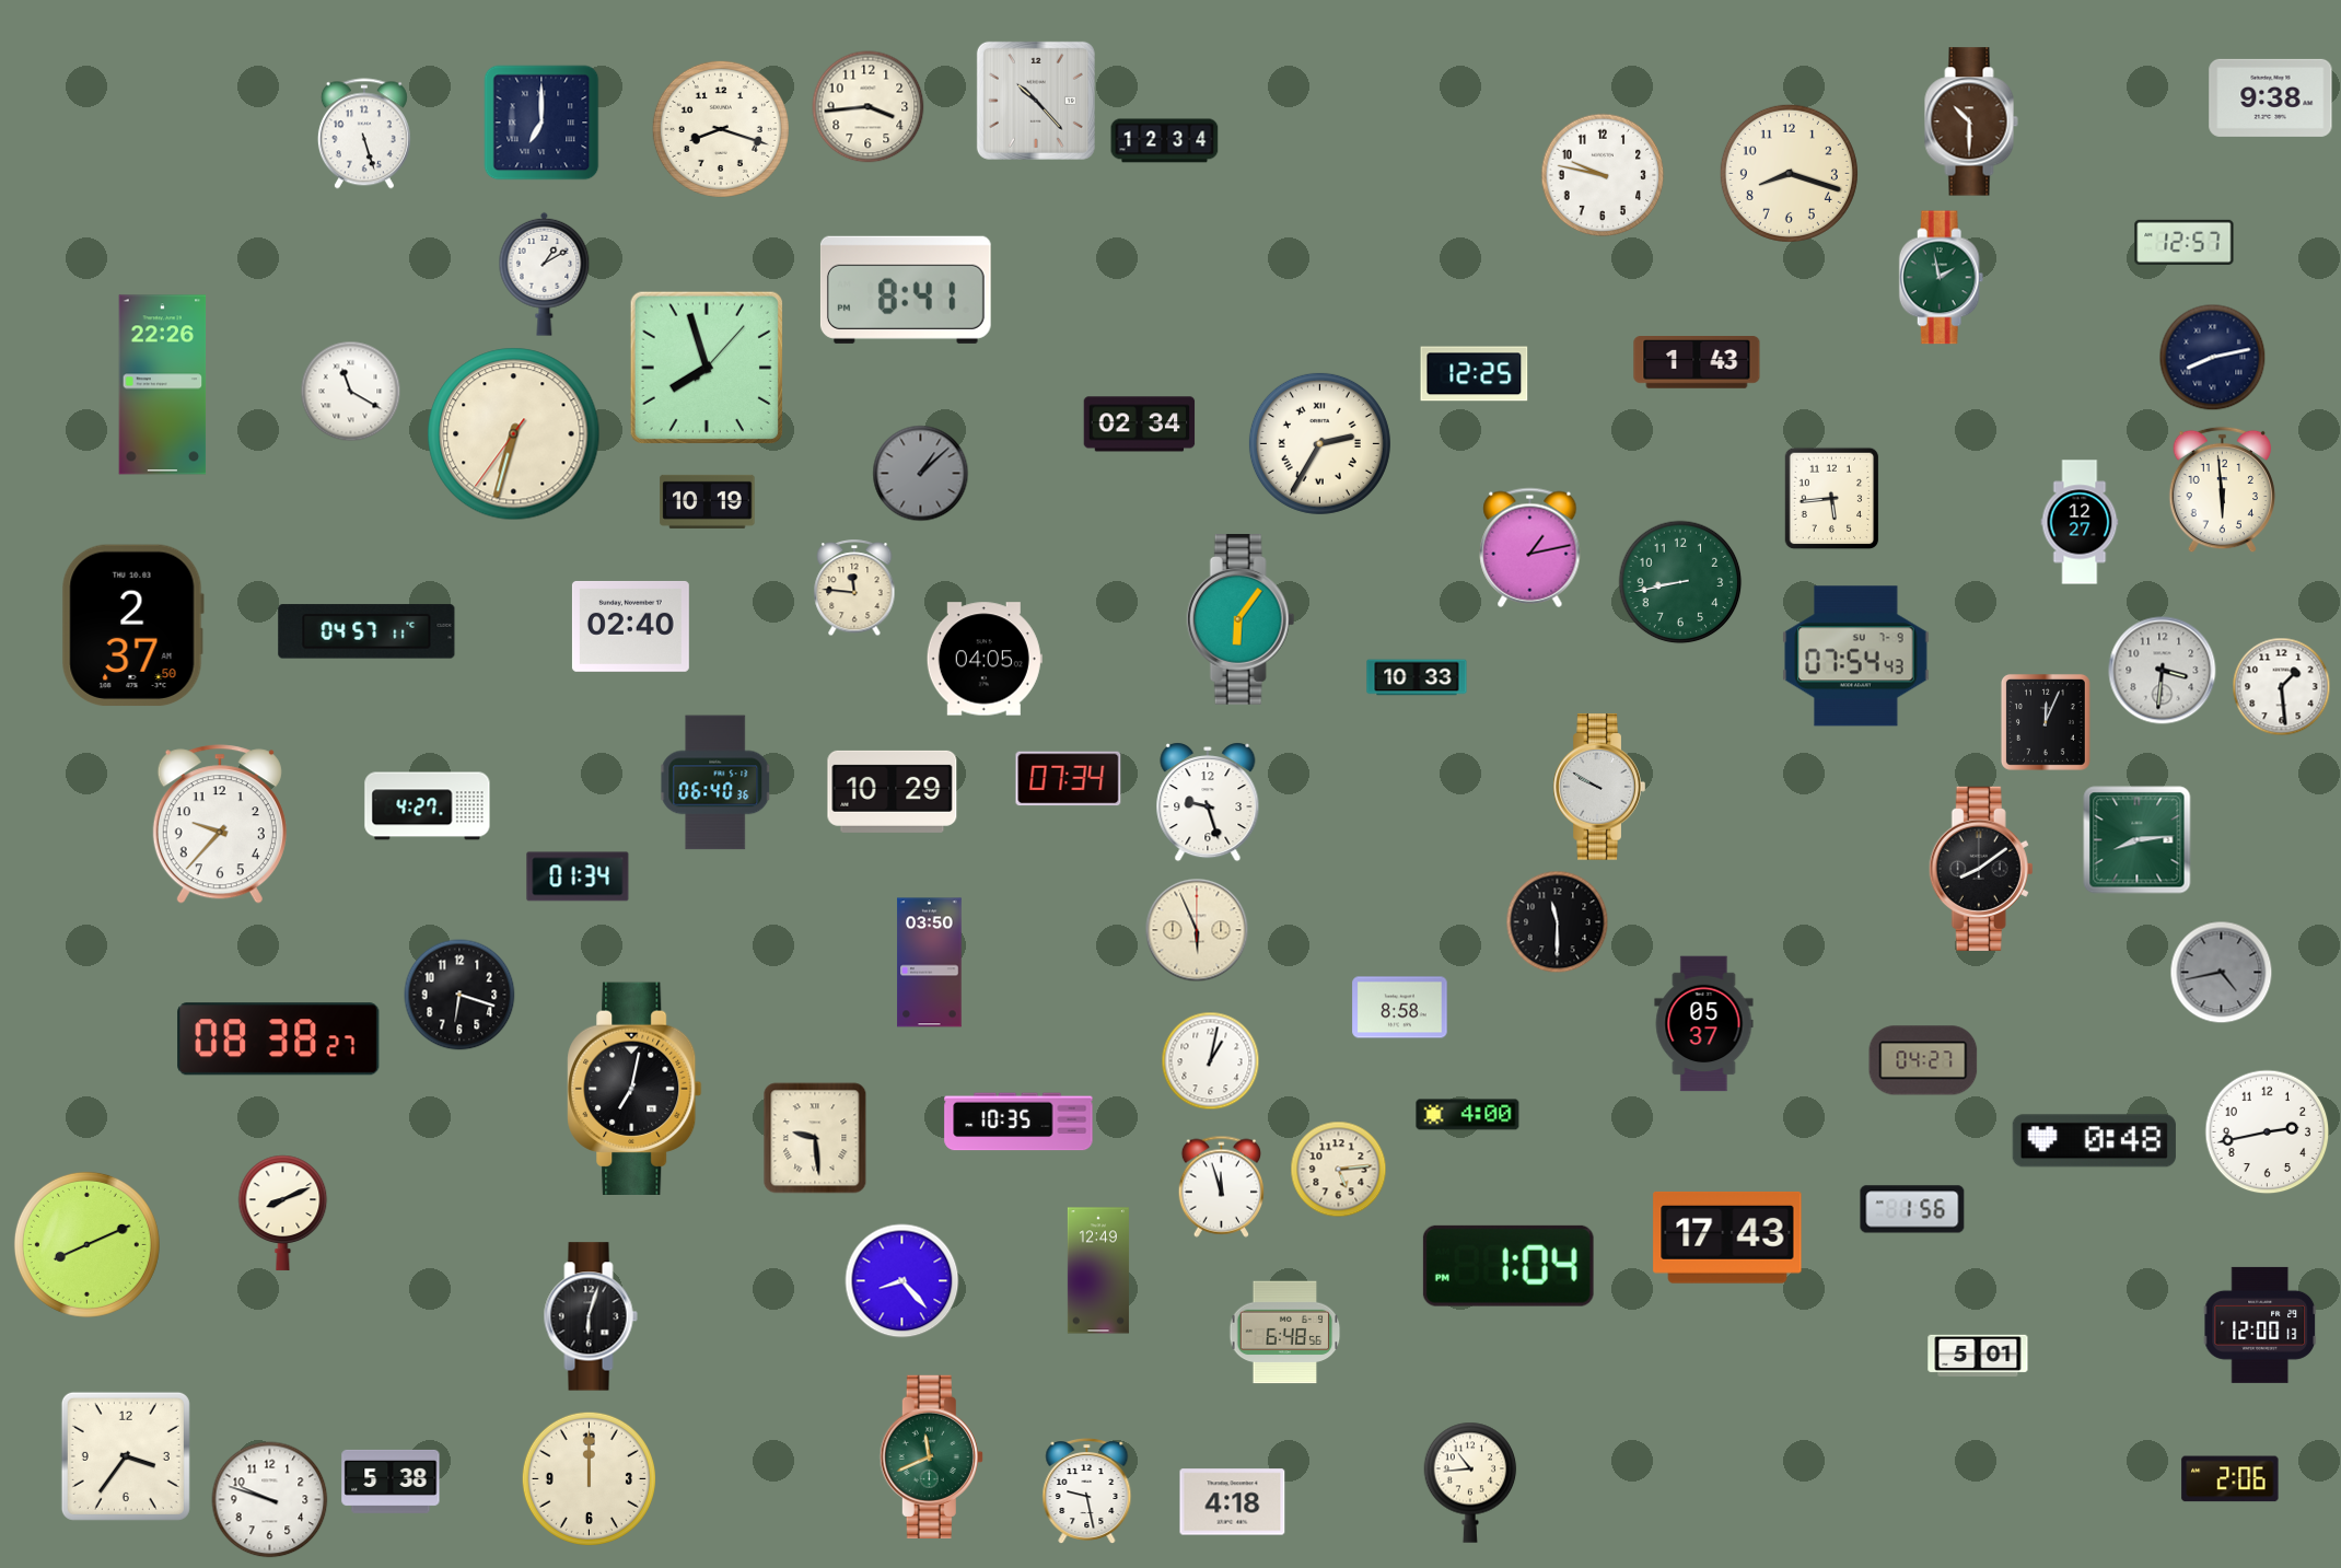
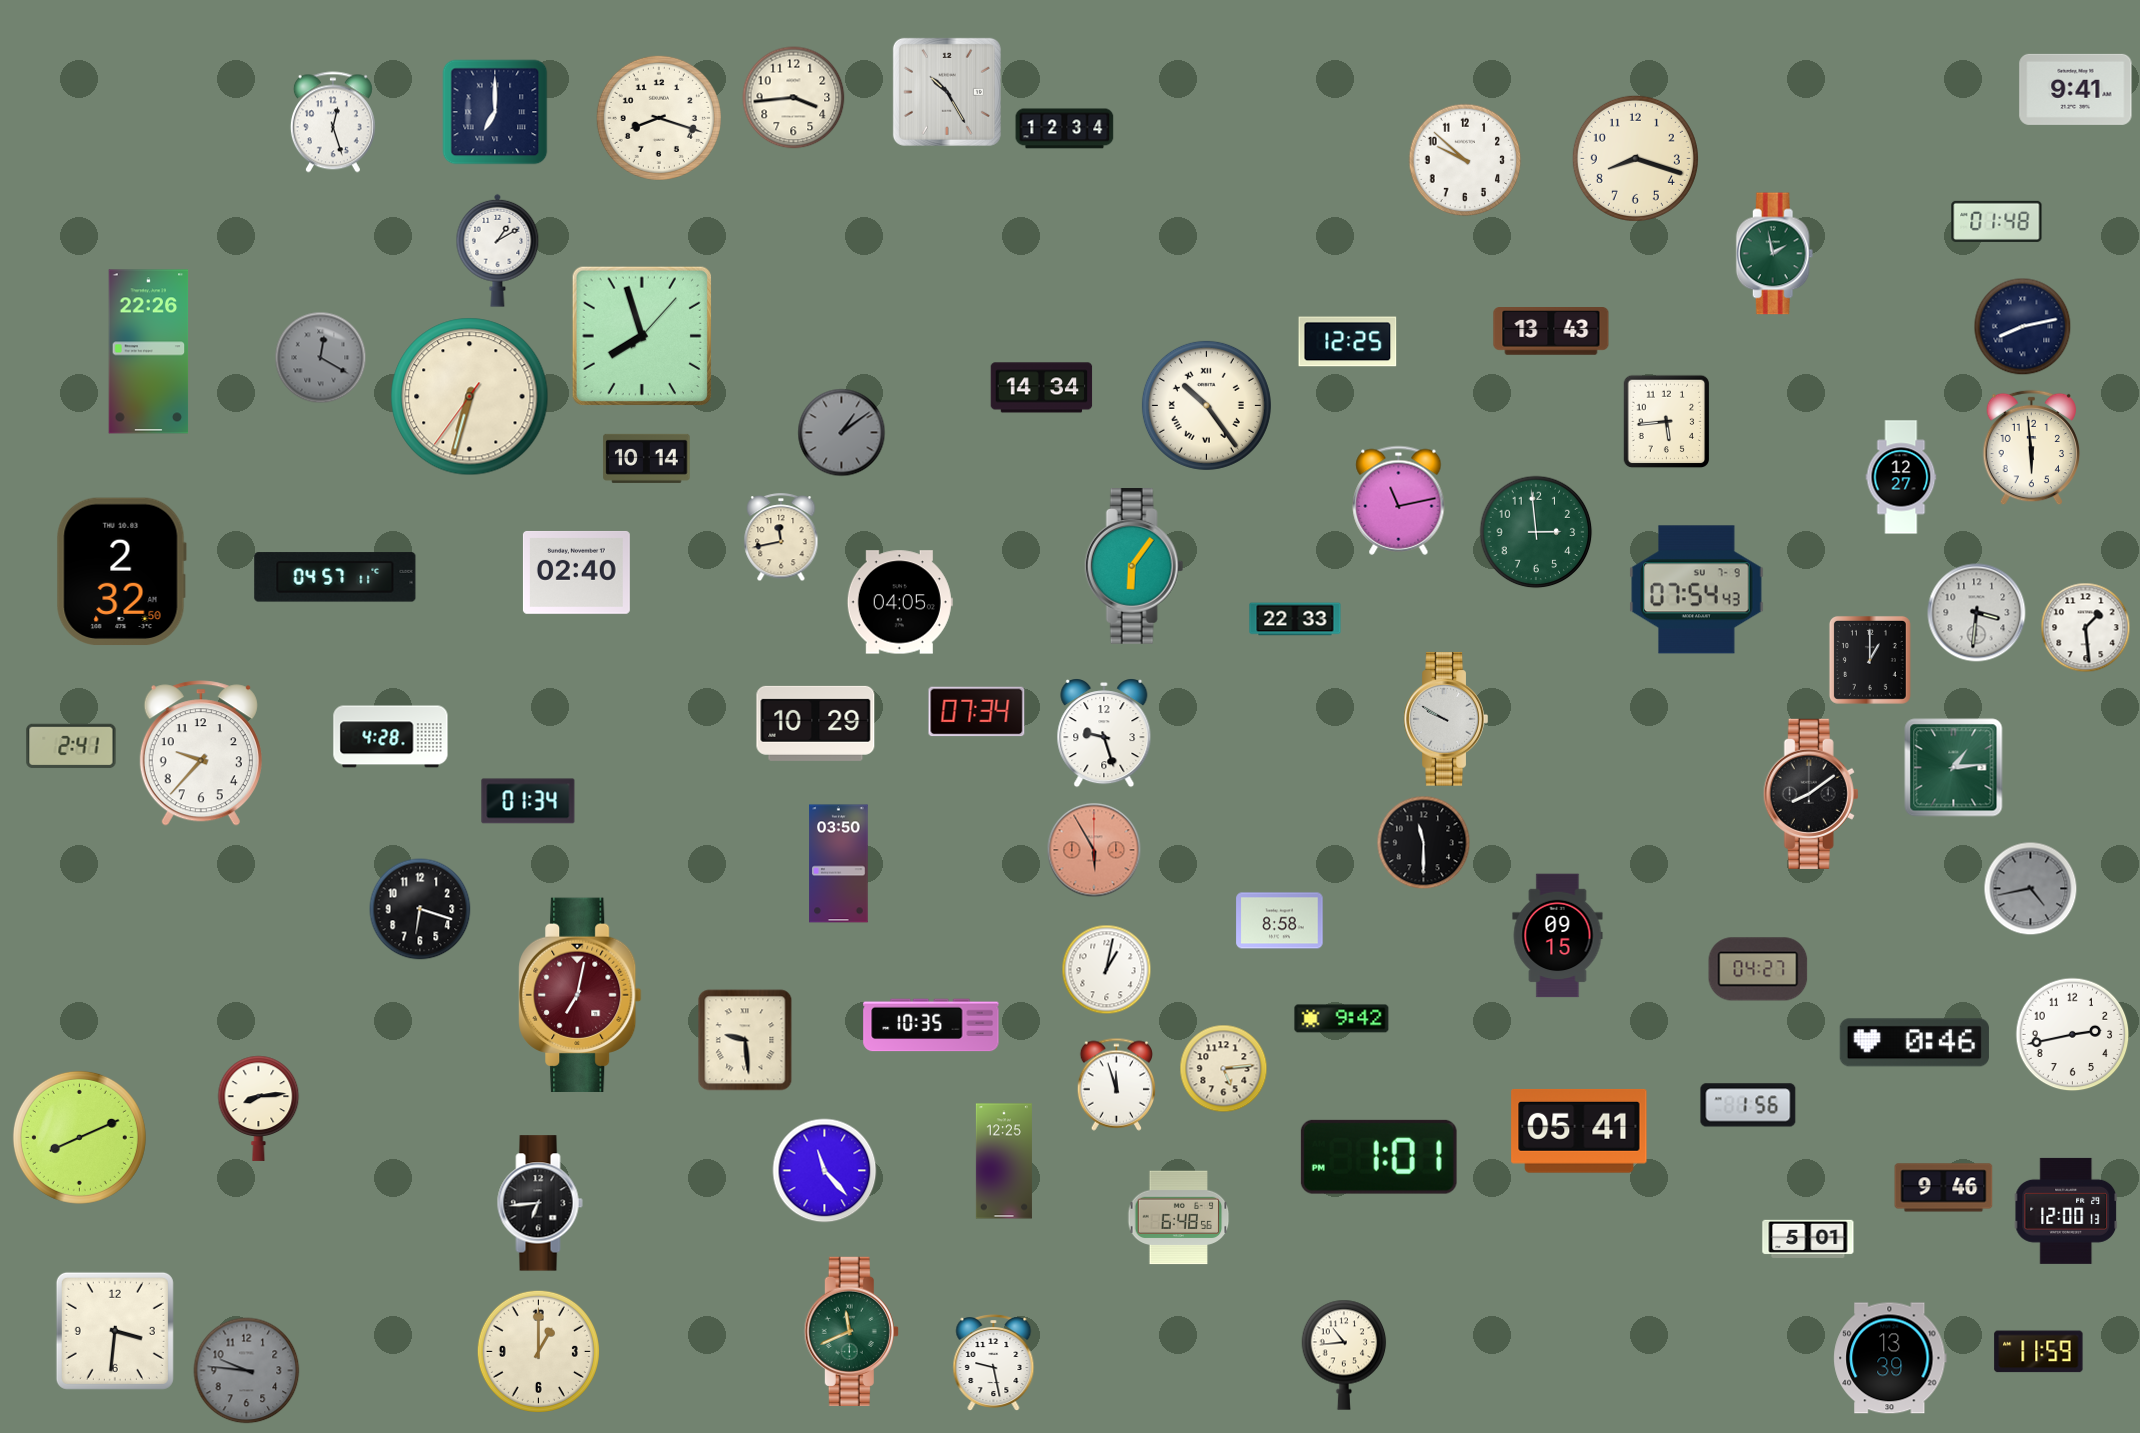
clock at (2271, 97): 9:38 -> 9:41
clock at (1036, 101): 10:23 -> 10:25
clock at (1971, 121): 10:30 -> none
clock at (364, 133): 5:27 -> 12:27
clock at (1603, 175): 9:47 -> 9:52
clock at (2185, 242): 12:57 -> 01:48
clock at (906, 290): 8:41 -> none
clock at (1697, 363): 1:43 -> 13:43
clock at (707, 368) position: (707, 368) -> (642, 336)
clock at (351, 392): 11:20 -> 12:20
clock at (351, 392) dial: white -> grey
clock at (1140, 425): 02:34 -> 14:34
clock at (1319, 443): 2:35 -> 10:24
clock at (921, 474): 1:08 -> 1:09
clock at (1832, 499) position: (1832, 499) -> (1667, 422)
clock at (708, 501): 10:19 -> 10:14
clock at (1530, 547): 1:13 -> 11:13
clock at (1680, 582): 8:43 -> 2:59
clock at (854, 589): 11:46 -> 11:43
clock at (132, 626): 2:37 -> 2:32
clock at (1856, 657) position: (1856, 657) -> (1697, 590)
clock at (1417, 677): 10:33 -> 22:33
clock at (2046, 722): 12:04 -> 1:00
clock at (715, 782): 06:40 -> none
clock at (1599, 787) position: (1599, 787) -> (1446, 719)
clock at (428, 806): 4:27 -> 4:28
clock at (71, 746): none -> 2:41
clock at (2138, 840): 8:14 -> 1:14
clock at (1197, 930): 5:56 -> 5:55
clock at (1197, 930) dial: cream -> salmon
clock at (930, 963) position: (930, 963) -> (839, 864)
clock at (1704, 1024): 05:37 -> 09:15
clock at (279, 1039): 08:38 -> none
clock at (634, 1088) dial: black -> burgundy
clock at (1468, 1115): 4:00 -> 9:42
clock at (2094, 1141): 0:48 -> 0:46
clock at (283, 1212): 8:11 -> 8:14
clock at (1727, 1238): 17:43 -> 05:41
clock at (1509, 1266): 1:04 -> 1:01
clock at (1098, 1270): 12:49 -> 12:25
clock at (902, 1281): 8:23 -> 11:23
clock at (1944, 1188): none -> 9:46
clock at (591, 1316): 6:03 -> 6:44
clock at (1285, 1333) position: (1285, 1333) -> (1179, 1218)
clock at (126, 1456): 3:36 -> 3:31
clock at (589, 1478): 12:00 -> 1:00
clock at (2231, 1479): 2:06 -> 11:59
clock at (391, 1482): 5:38 -> none
clock at (1890, 1358): none -> 13:39
clock at (270, 1500): 9:48 -> 9:46
clock at (270, 1500) dial: white -> grey
clock at (1233, 1502): 4:18 -> none
